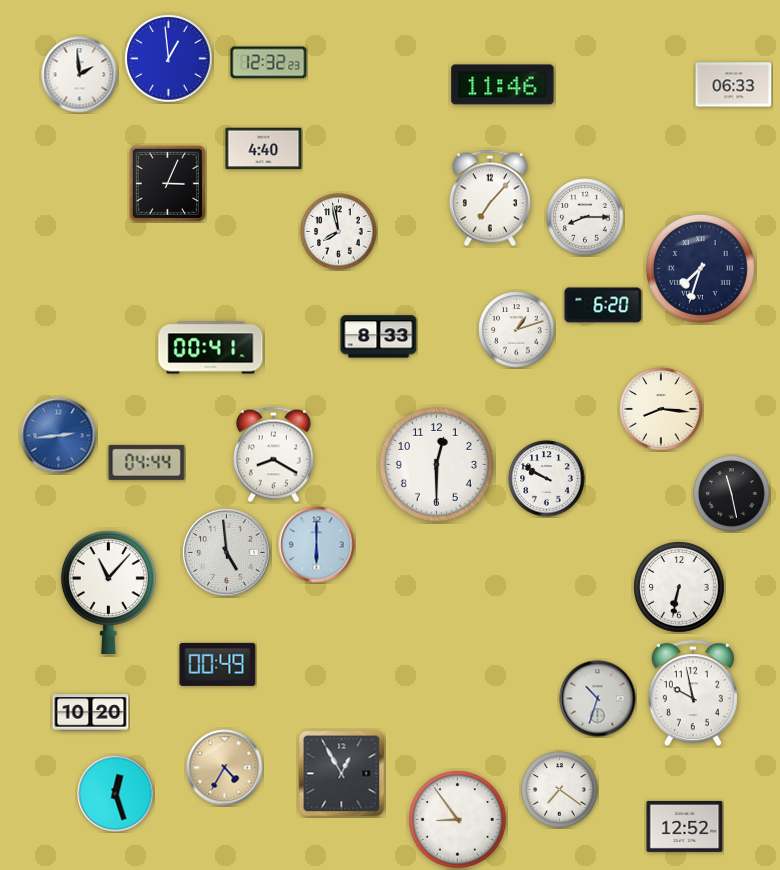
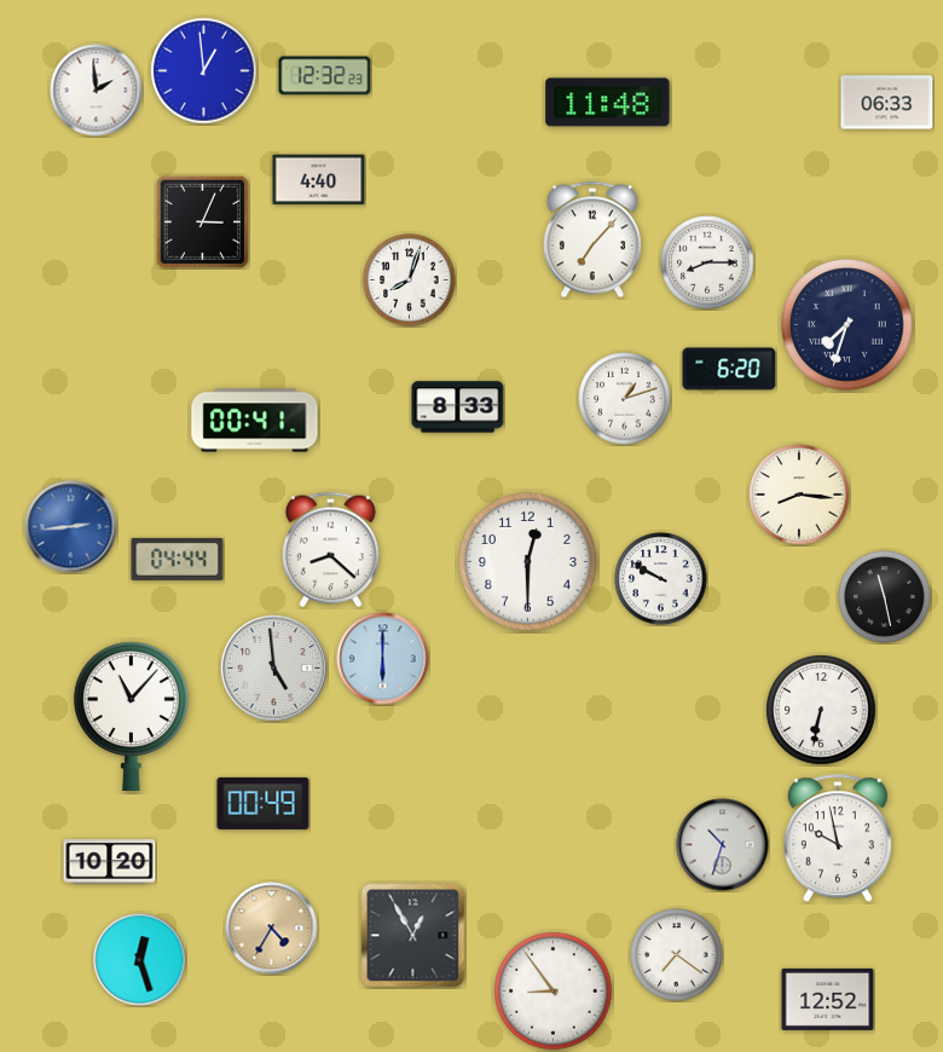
clock at (503, 85): 11:46 -> 11:48
clock at (339, 232): 7:58 -> 8:03
clock at (273, 455): 8:20 -> 8:22
